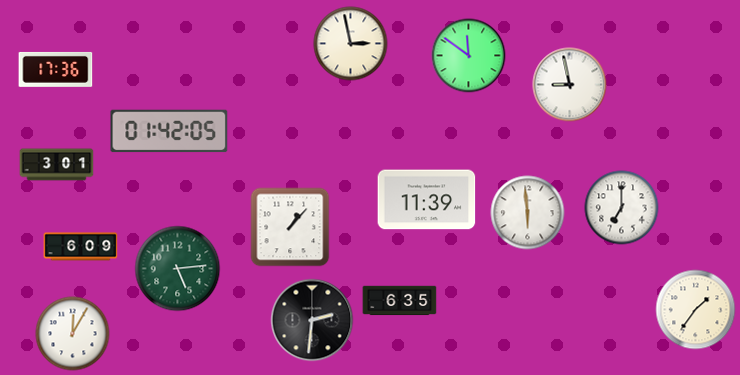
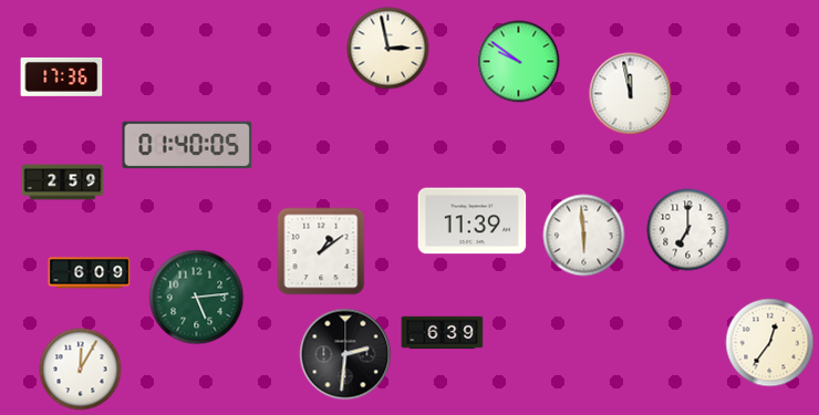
clock at (469, 56): 11:51 -> 9:51
clock at (570, 85): 8:58 -> 11:58
clock at (169, 131): 01:42 -> 01:40
clock at (57, 165): 3:01 -> 2:59
clock at (290, 227): 1:07 -> 1:09
clock at (400, 301): 6:35 -> 6:39
clock at (696, 310): 1:36 -> 12:36
